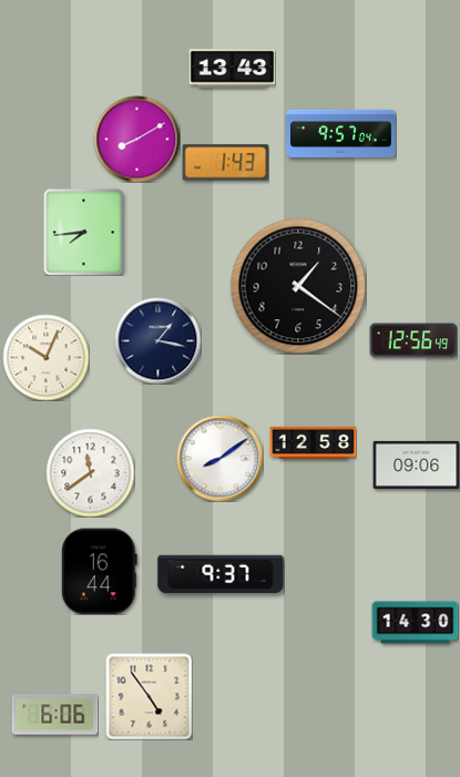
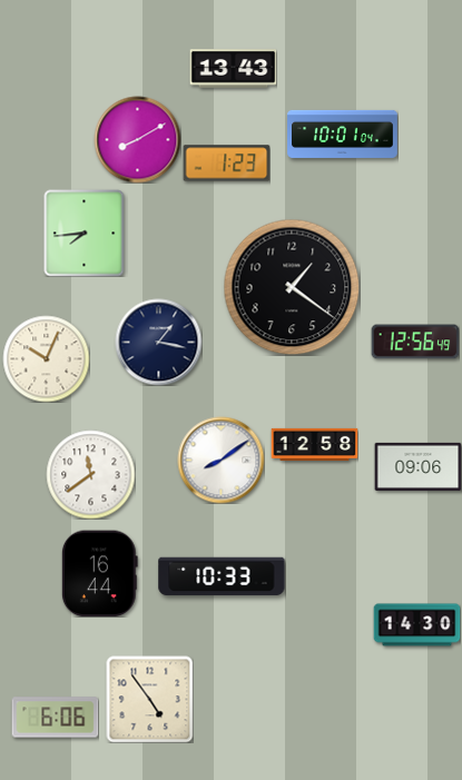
clock at (341, 133): 9:57 -> 10:01
clock at (225, 163): 1:43 -> 1:23
clock at (298, 286) position: (298, 286) -> (292, 287)
clock at (221, 574): 9:37 -> 10:33
